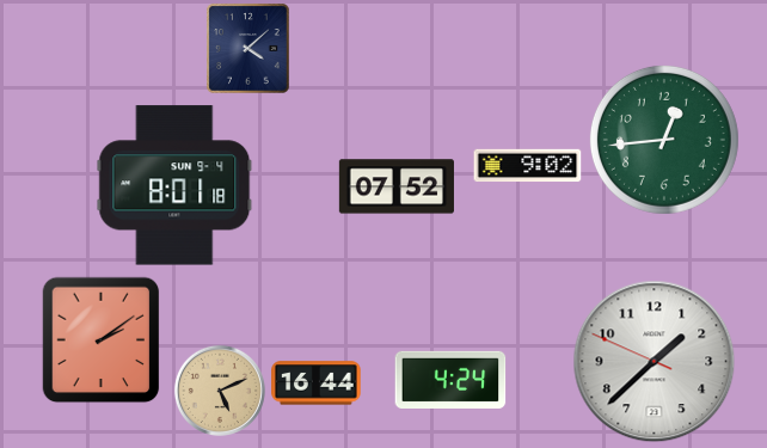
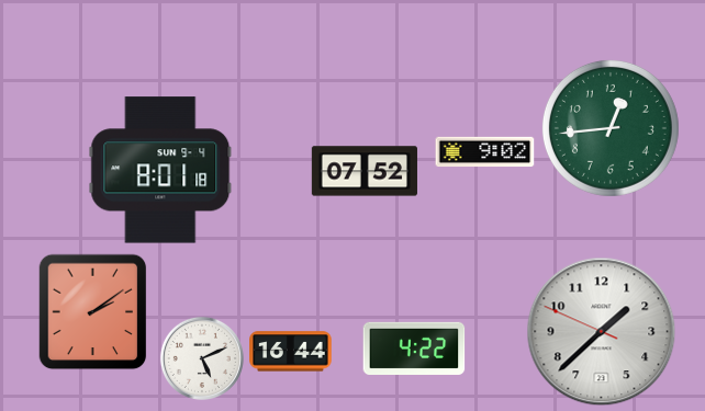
clock at (248, 49): 4:08 -> none
clock at (450, 380): 4:24 -> 4:22
clock at (220, 391) dial: champagne -> white
